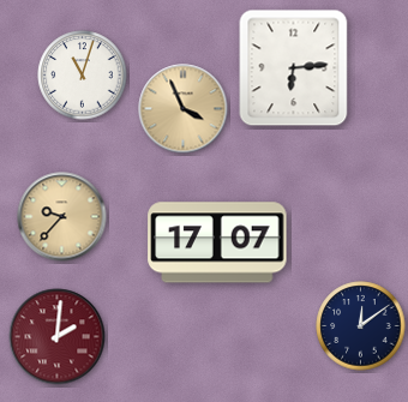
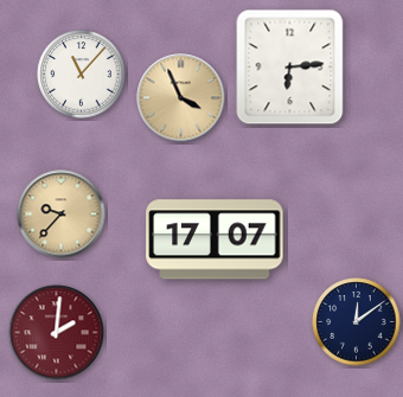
clock at (83, 76): 11:03 -> 11:07
clock at (184, 109) position: (184, 109) -> (181, 98)
